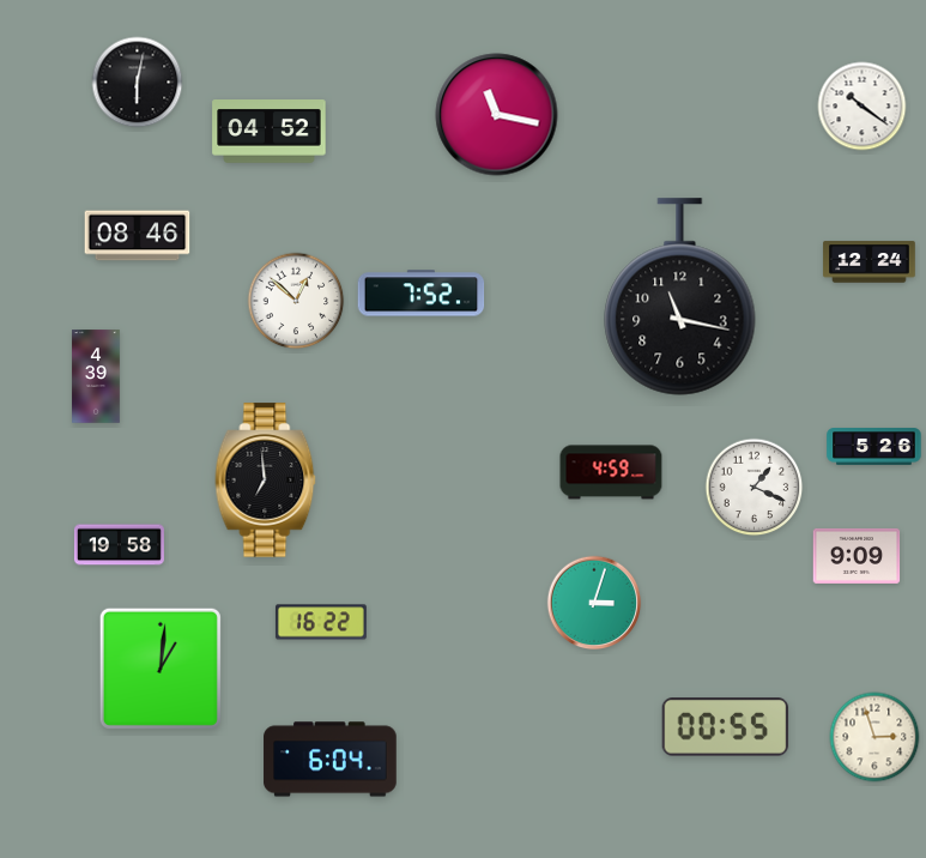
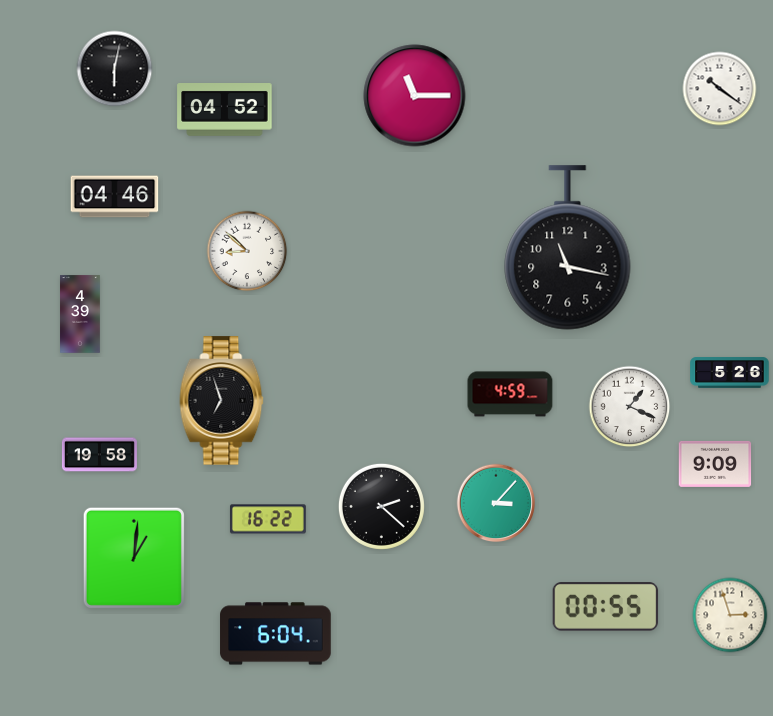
clock at (497, 115): 11:17 -> 11:15
clock at (138, 236): 08:46 -> 04:46
clock at (870, 262): 12:24 -> none
clock at (422, 294): 7:52 -> none
clock at (296, 301): 12:52 -> 8:52
clock at (266, 481): 6:59 -> 6:57
clock at (594, 603): 3:03 -> 3:07
clock at (381, 506): none -> 2:22
